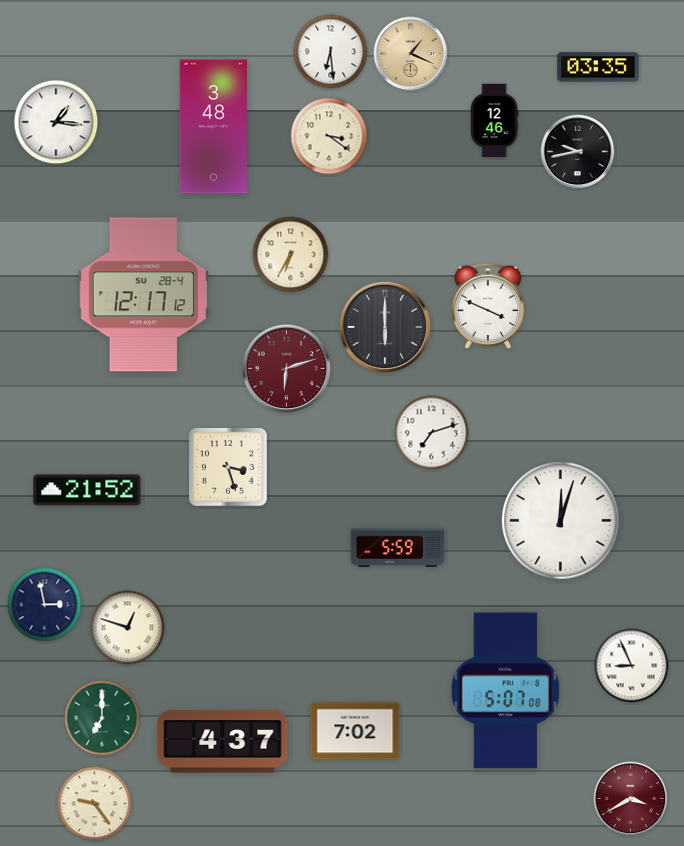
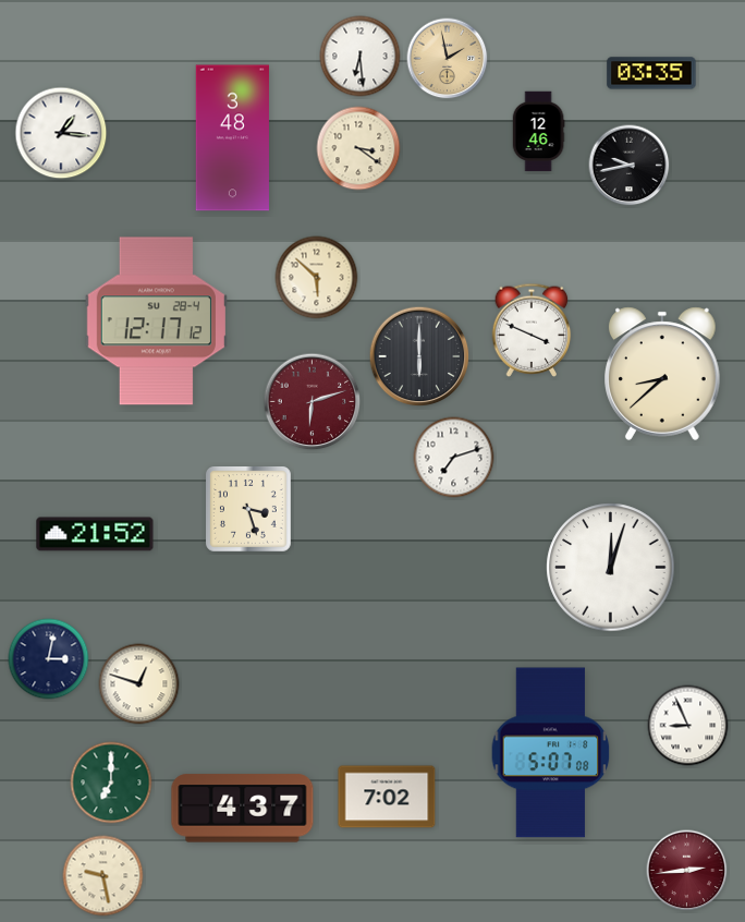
clock at (411, 54): 1:19 -> 1:58
clock at (291, 255): 6:35 -> 5:52
clock at (488, 306) position: (488, 306) -> (532, 330)
clock at (663, 374): none -> 8:38
clock at (432, 433) position: (432, 433) -> (454, 458)
clock at (398, 547): 5:59 -> none
clock at (45, 605): 2:58 -> 3:02
clock at (631, 799): 3:40 -> 2:44
clock at (95, 804): 9:24 -> 9:28
